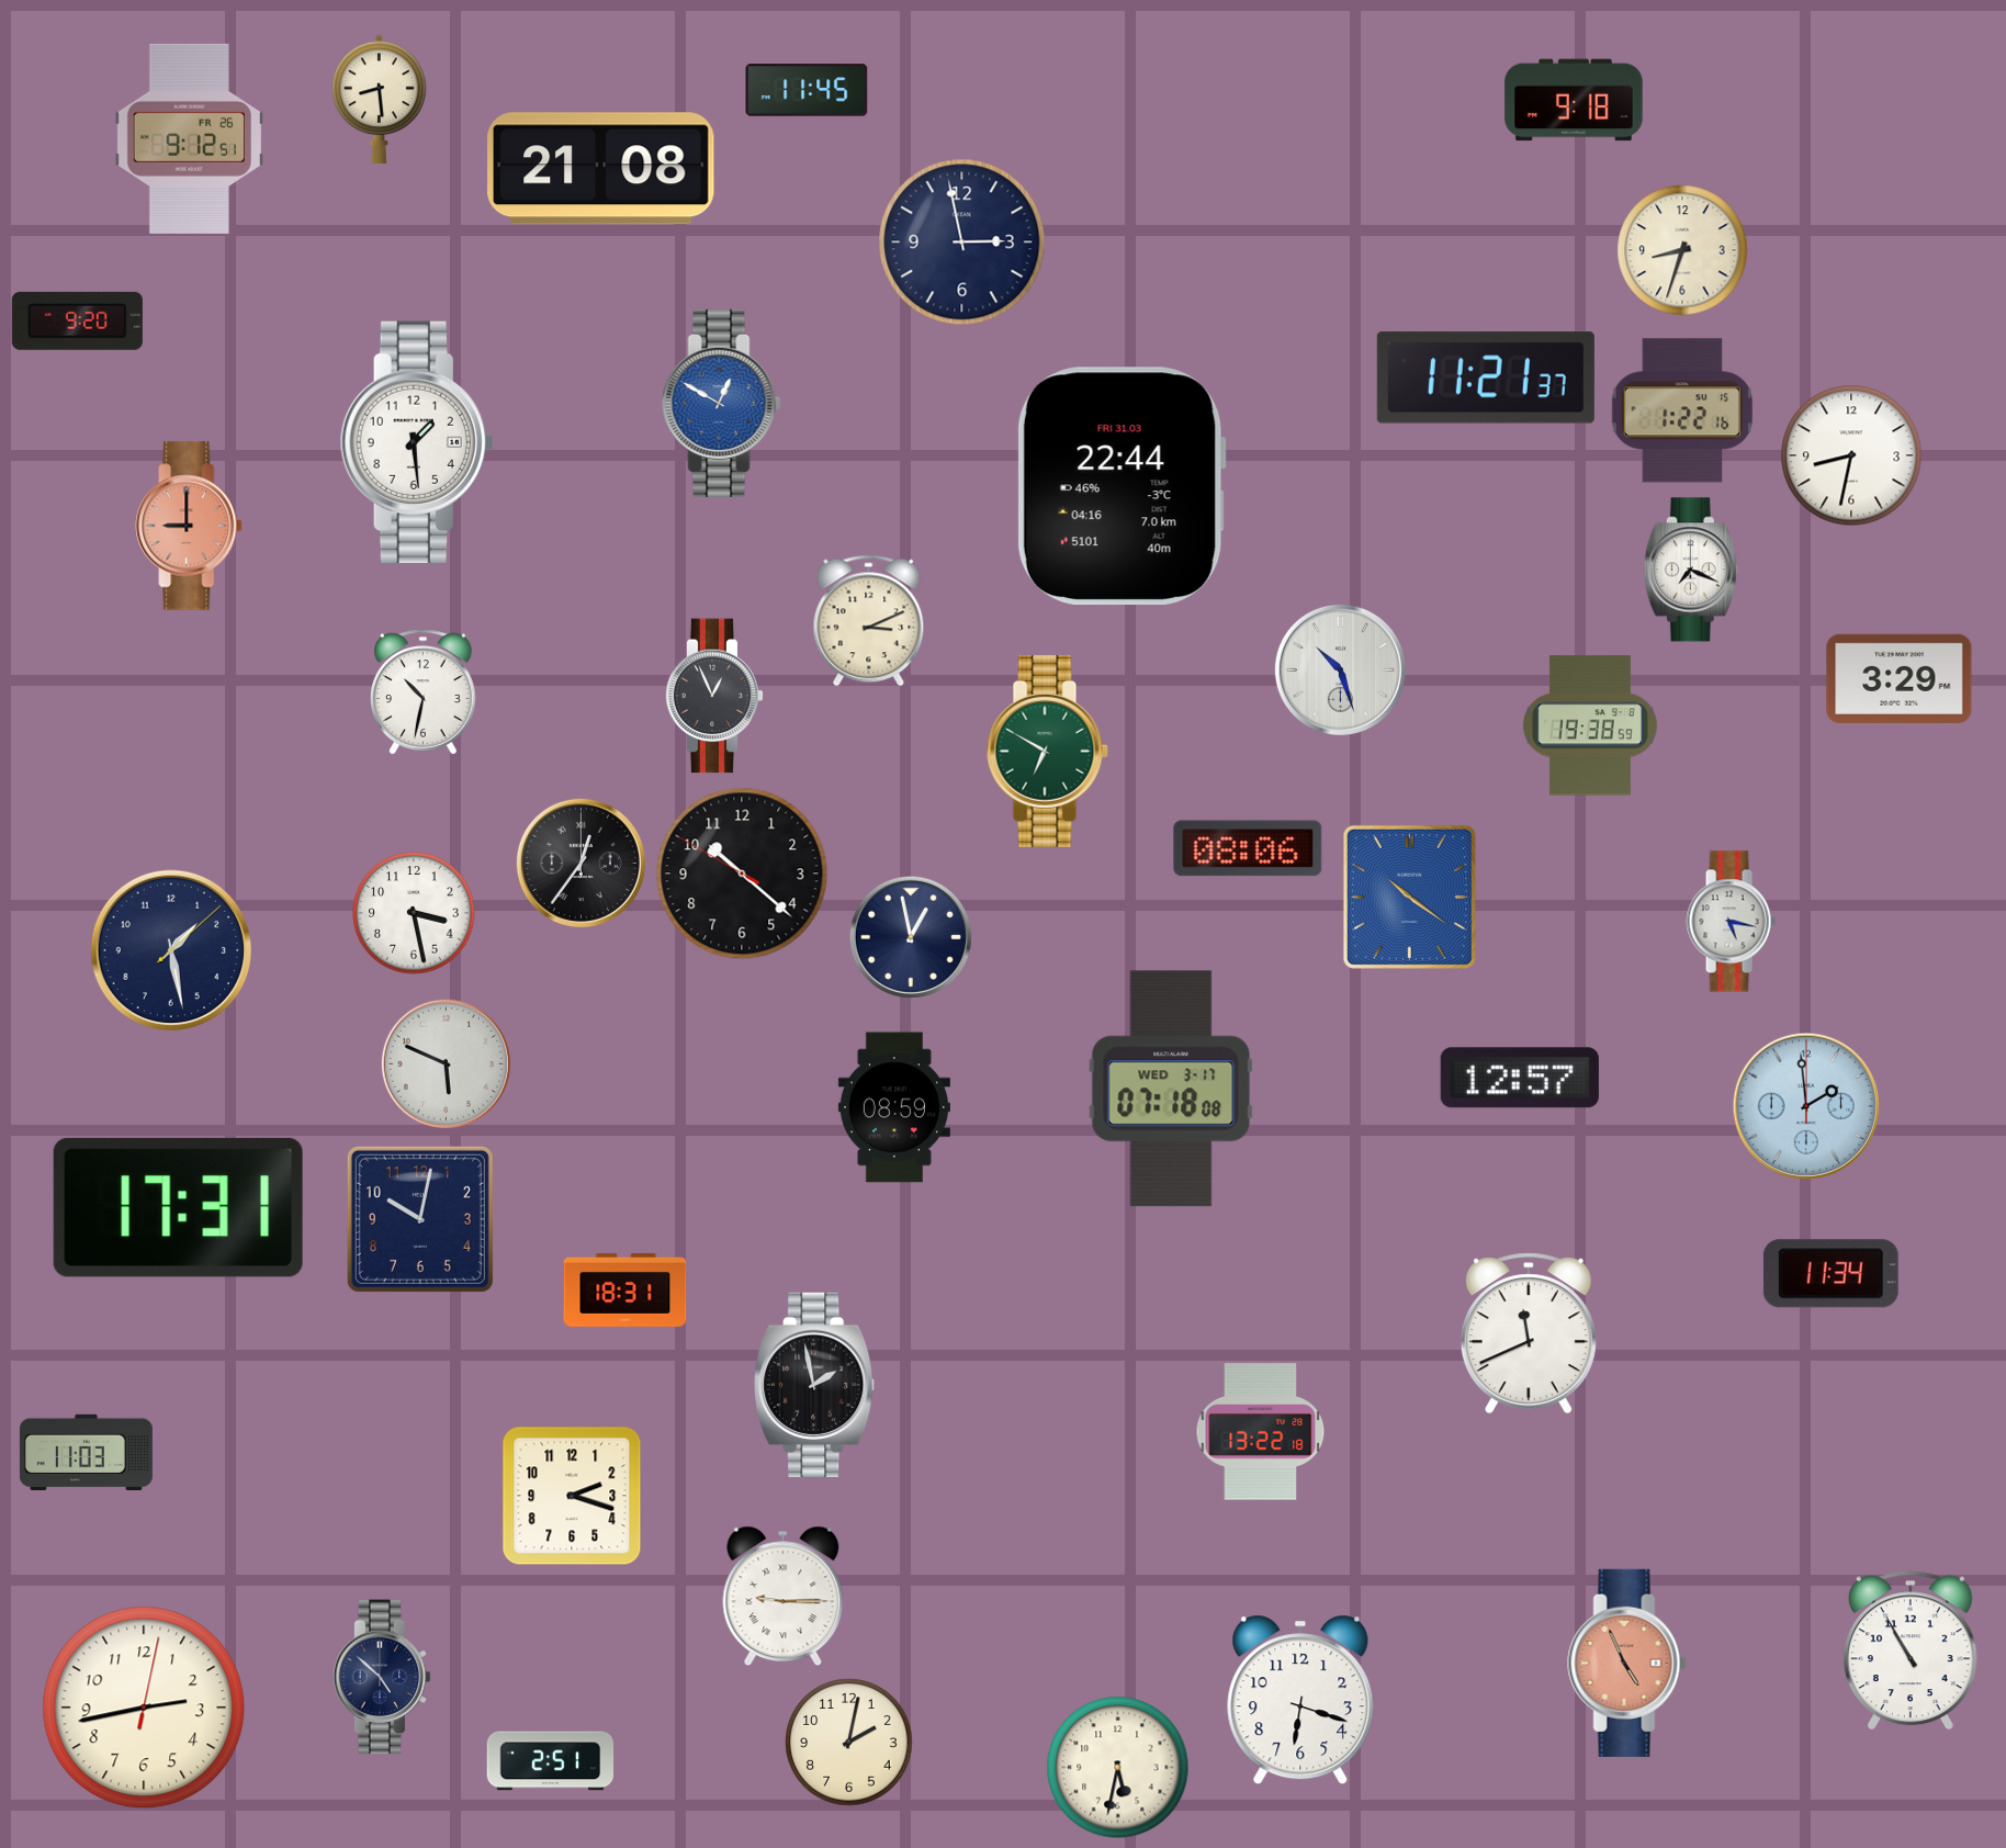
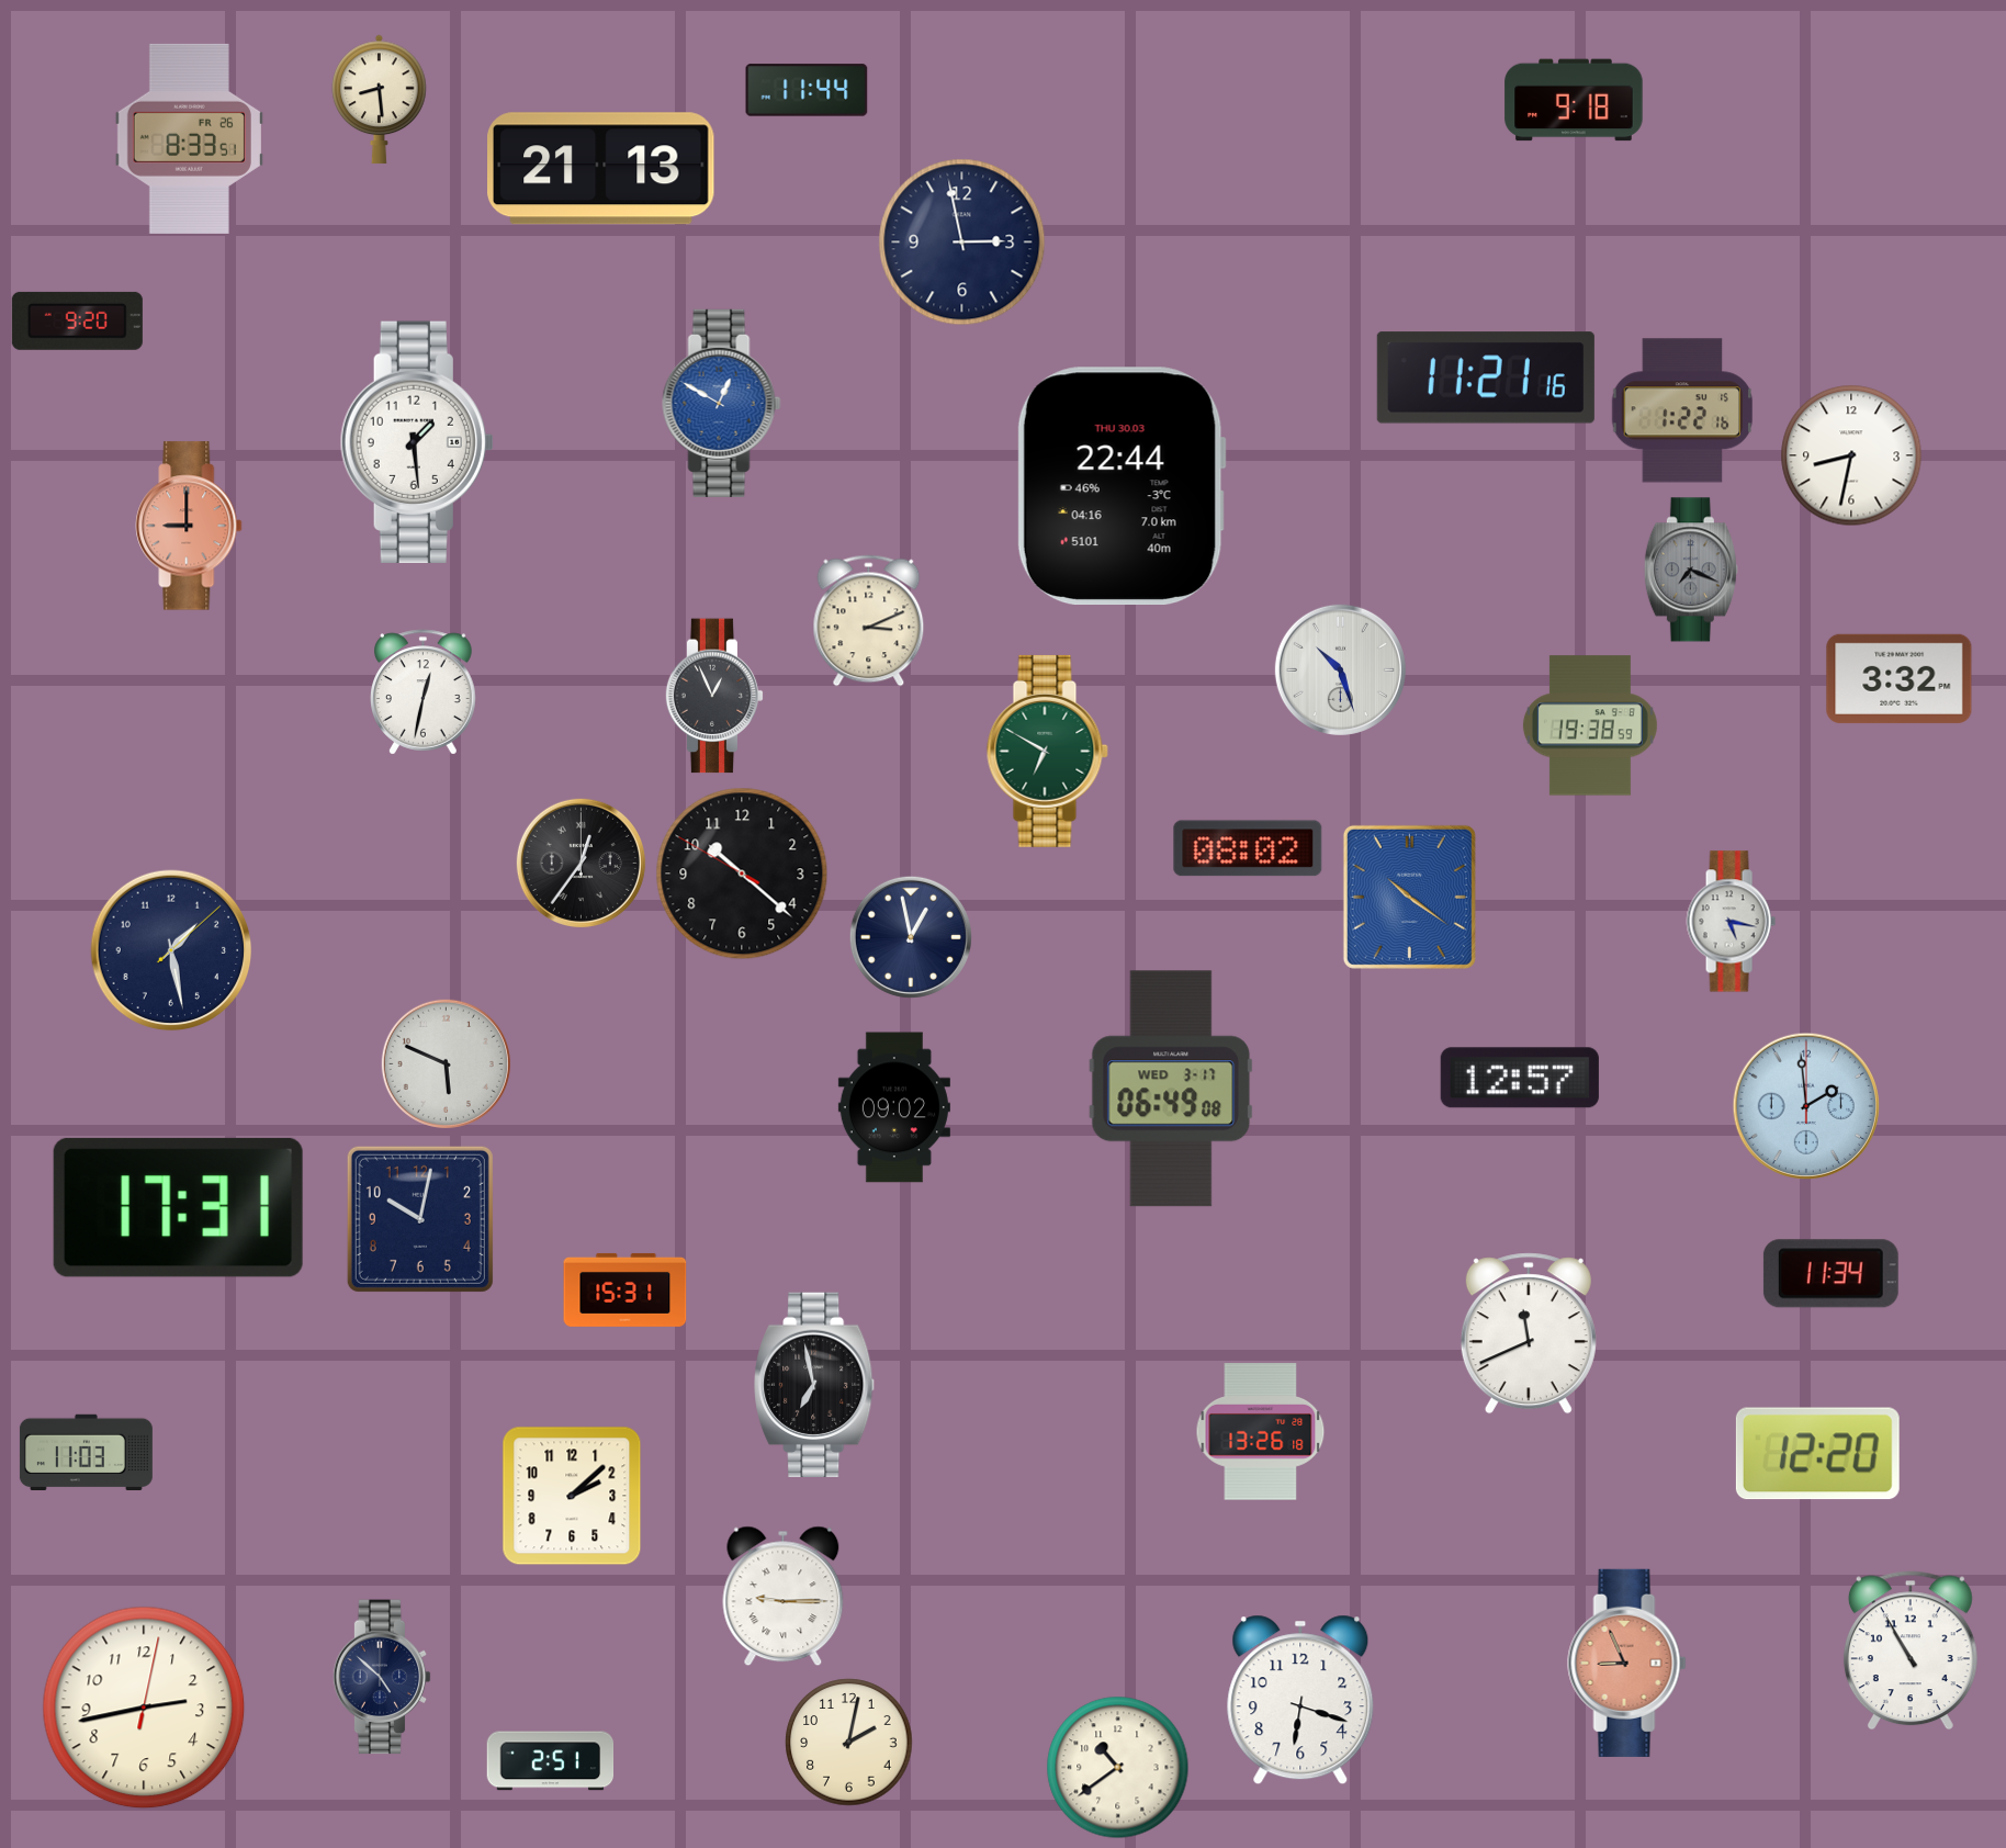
clock at (807, 90): 11:45 -> 11:44
clock at (189, 138): 9:12 -> 8:33
clock at (601, 169): 21:08 -> 21:13
clock at (1682, 250): 8:33 -> none
clock at (1486, 378): 11:21:37 -> 11:21:16
clock at (1122, 486) date: FRI 31.03 -> THU 30.03
clock at (1691, 570) dial: white -> grey
clock at (1900, 678): 3:29 -> 3:32
clock at (424, 692): 10:32 -> 12:32
clock at (1248, 848): 08:06 -> 08:02
clock at (414, 913): 3:28 -> none
clock at (1171, 1089): 07:18 -> 06:49
clock at (894, 1107): 08:59 -> 09:02
clock at (626, 1289): 18:31 -> 15:31
clock at (815, 1384): 1:58 -> 6:58
clock at (1261, 1432): 13:22 -> 13:26
clock at (1817, 1454): none -> 12:20
clock at (572, 1496): 2:18 -> 2:08
clock at (1627, 1663): 4:56 -> 8:56
clock at (1118, 1768): 5:32 -> 10:39
